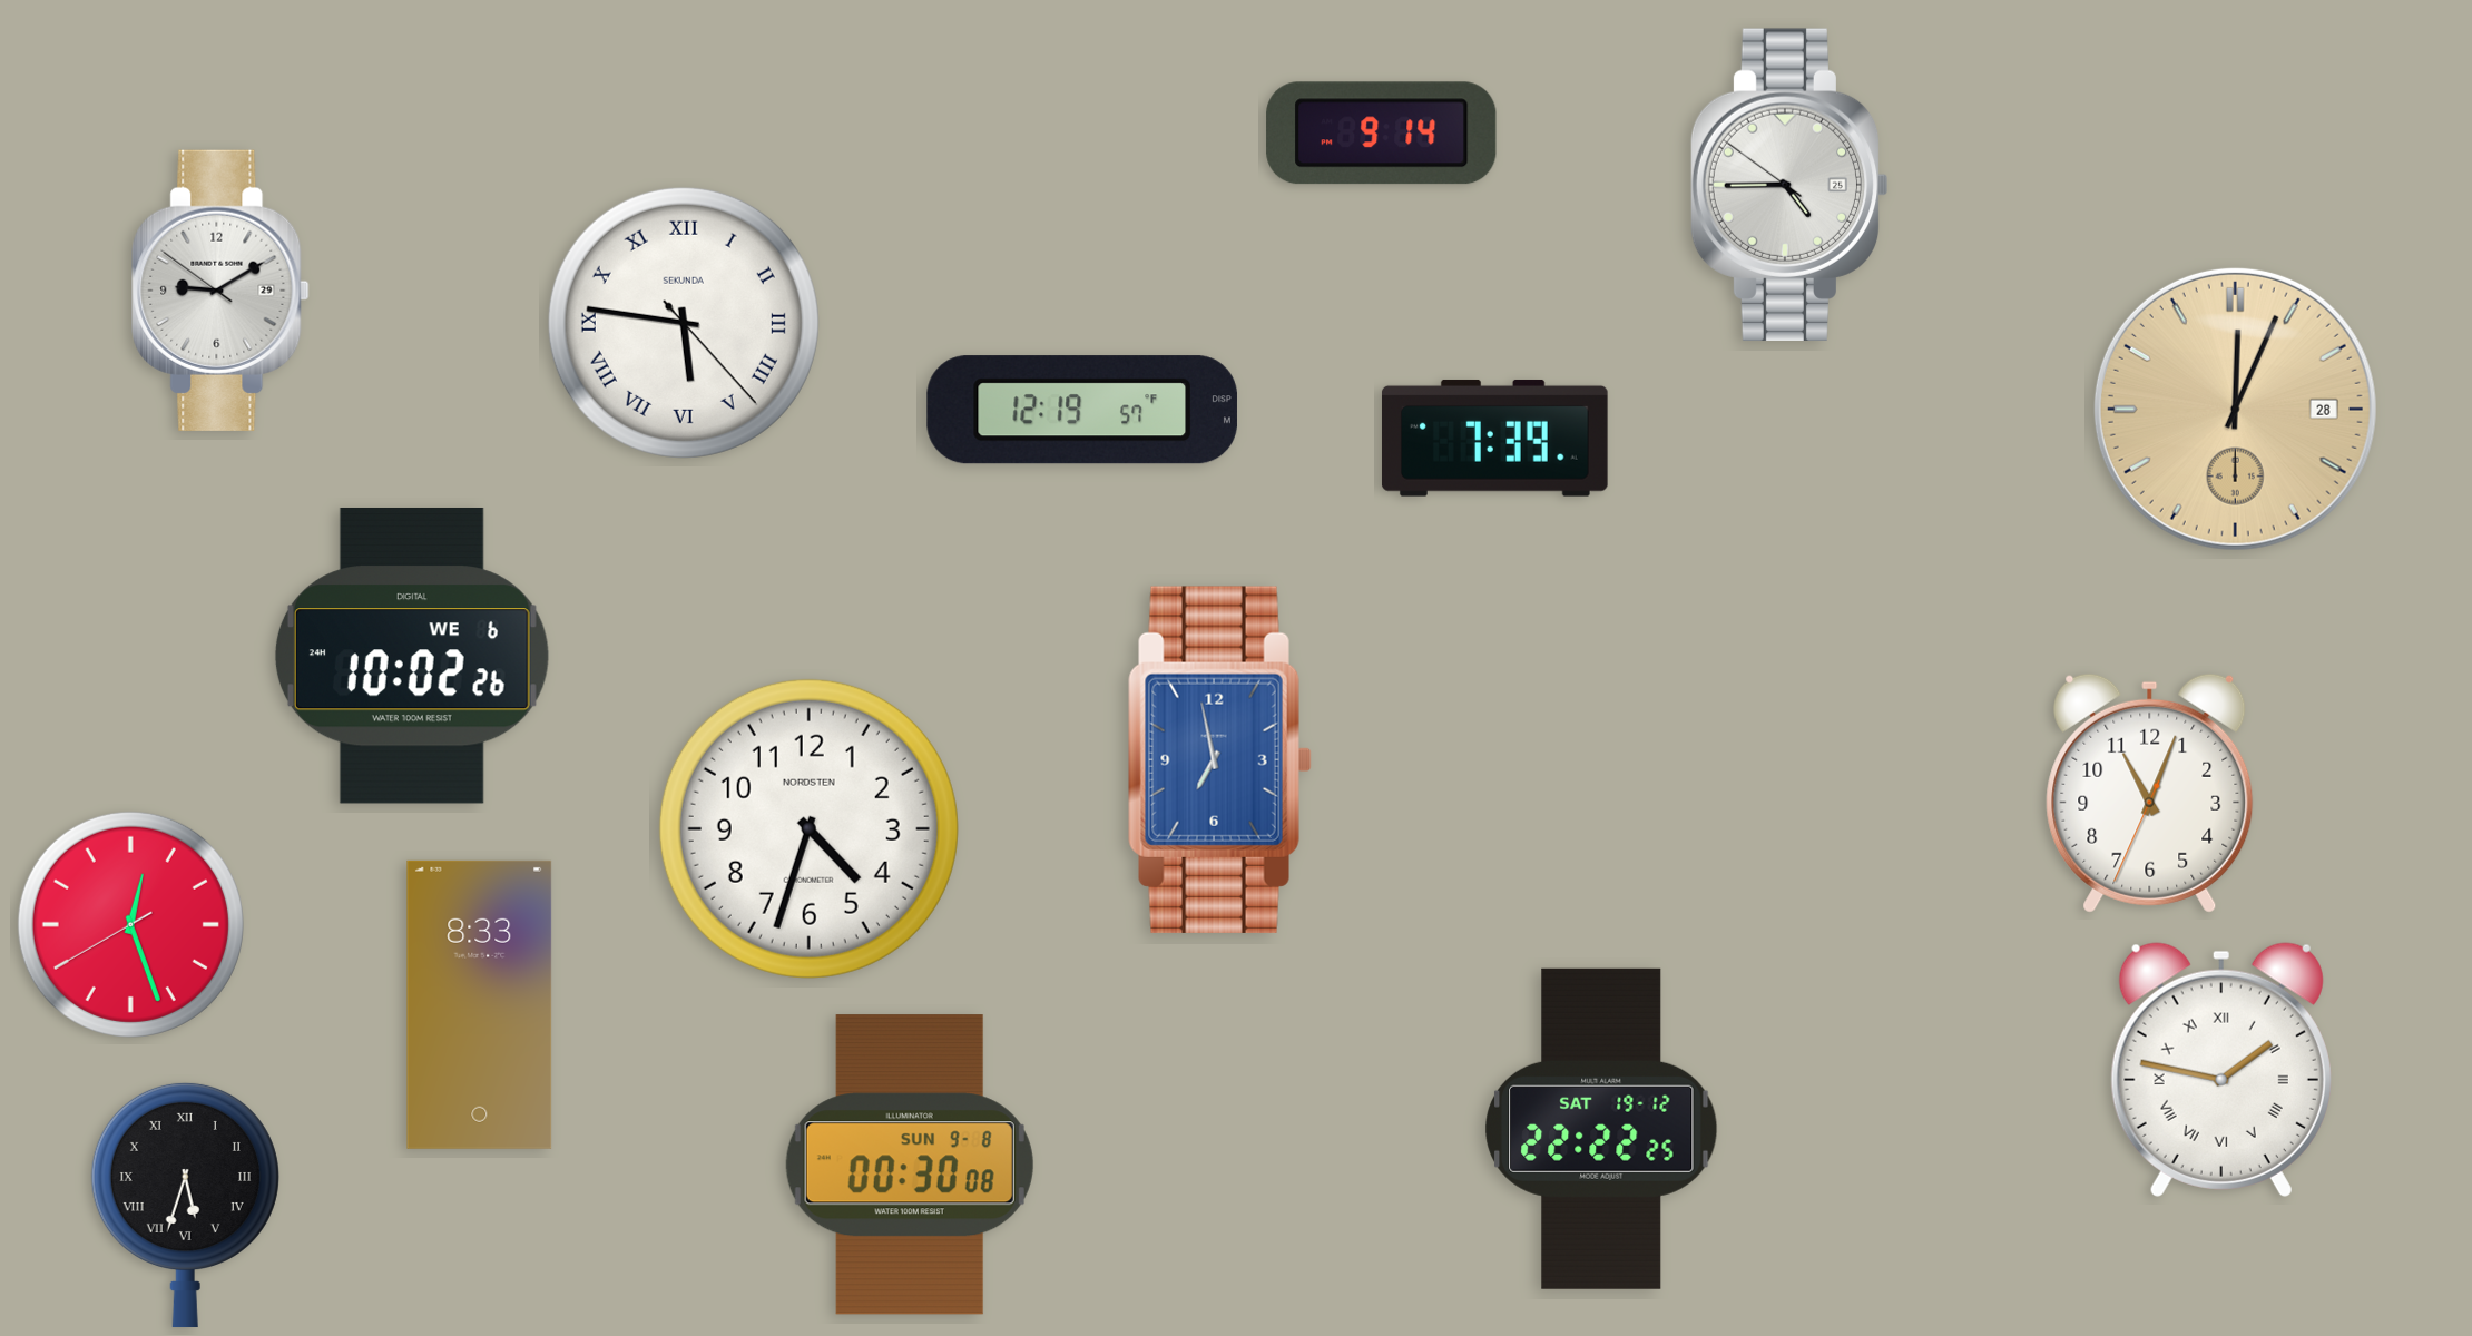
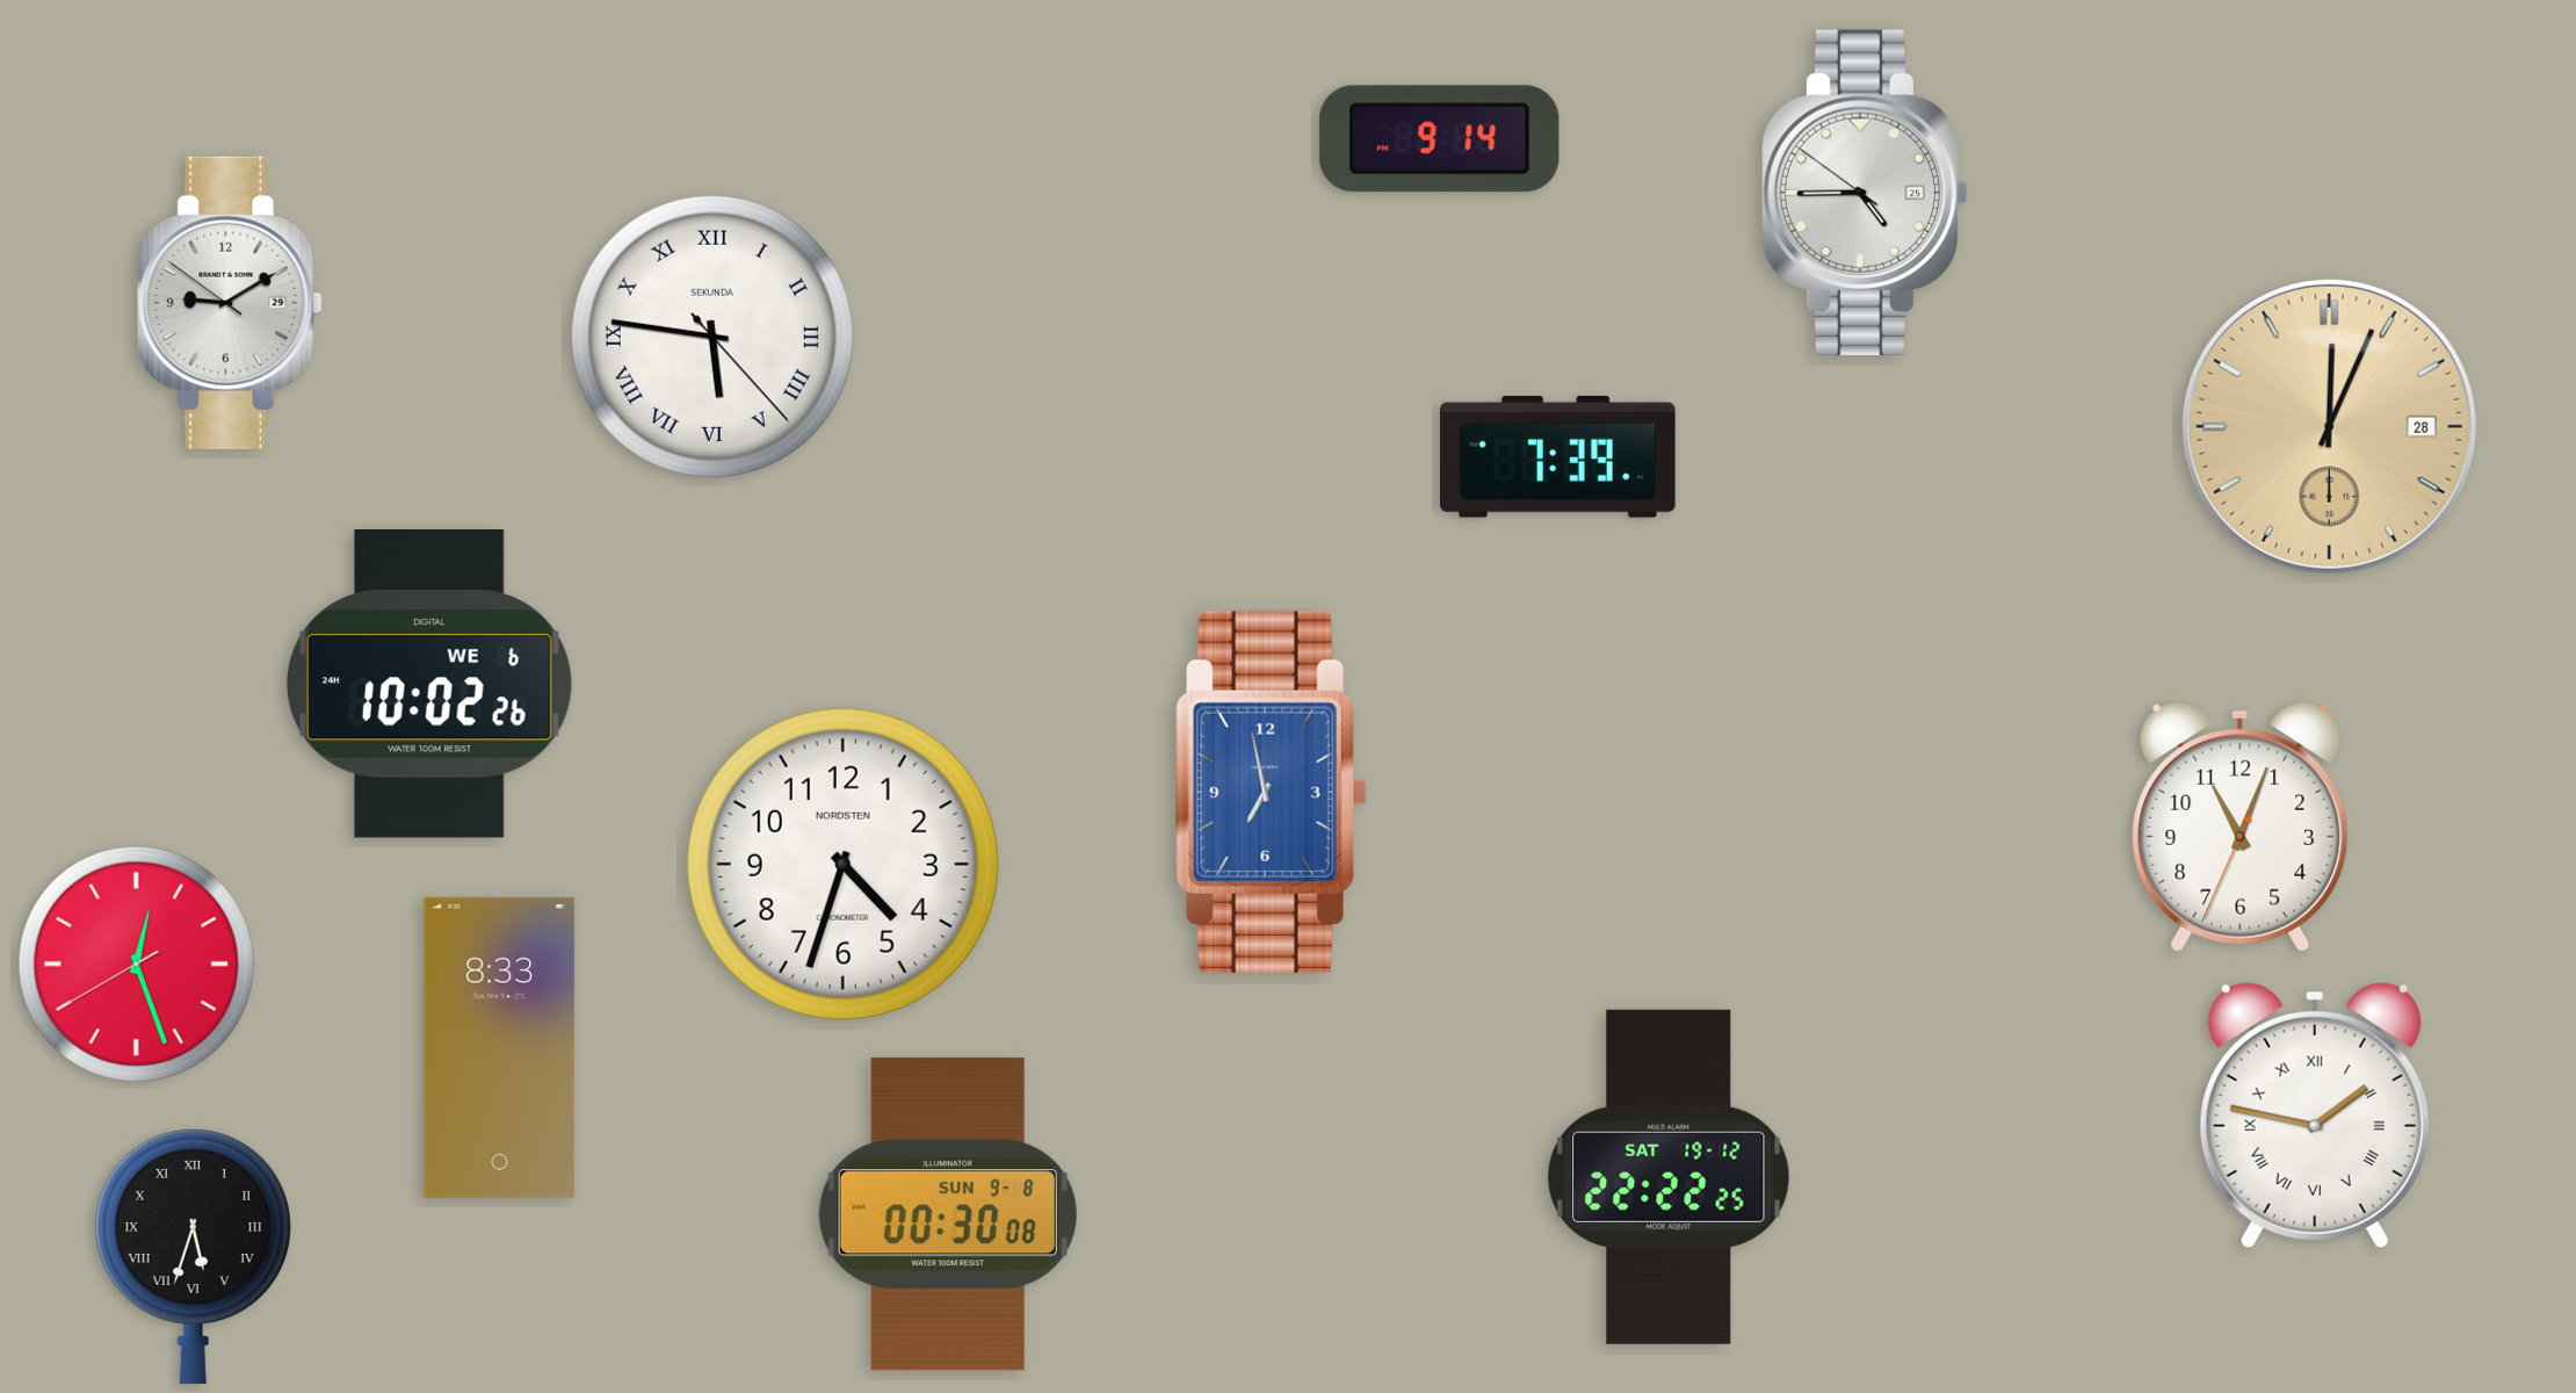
clock at (1082, 410): 12:19 -> none
